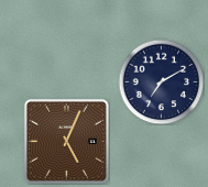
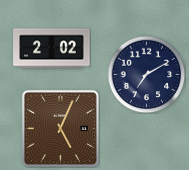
clock at (52, 49): none -> 2:02
